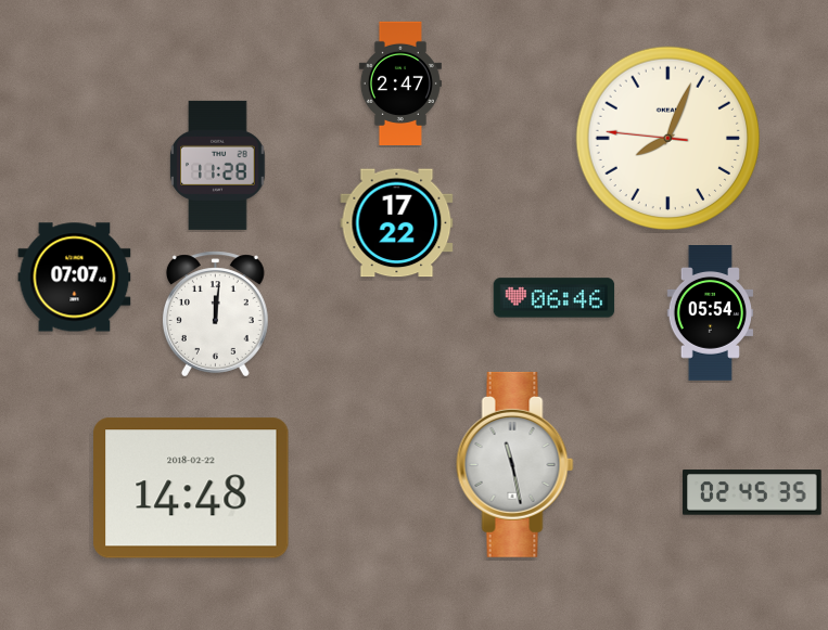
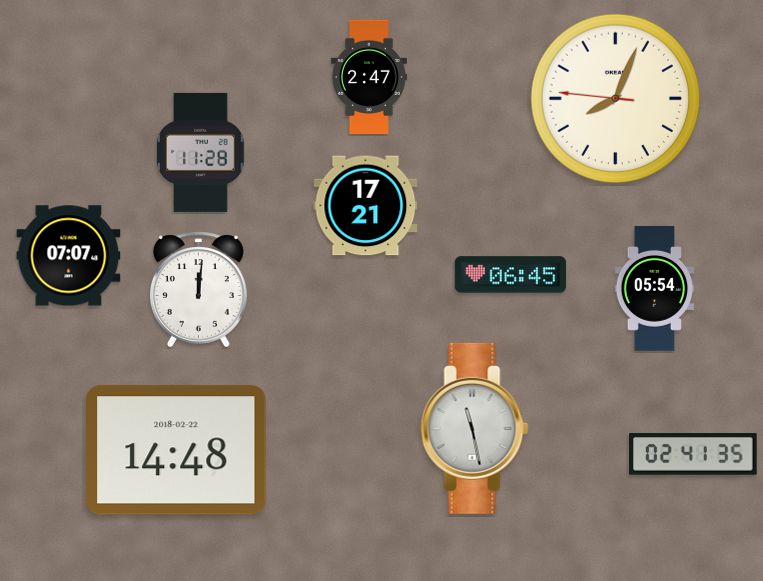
clock at (668, 139) position: (668, 139) -> (616, 99)
clock at (397, 223): 17:22 -> 17:21
clock at (555, 298): 06:46 -> 06:45
clock at (752, 492): 02:45 -> 02:41
